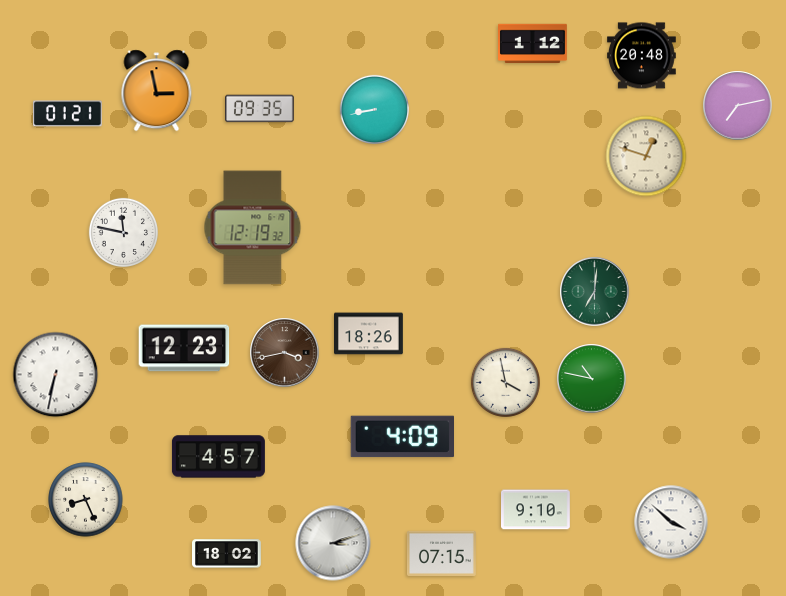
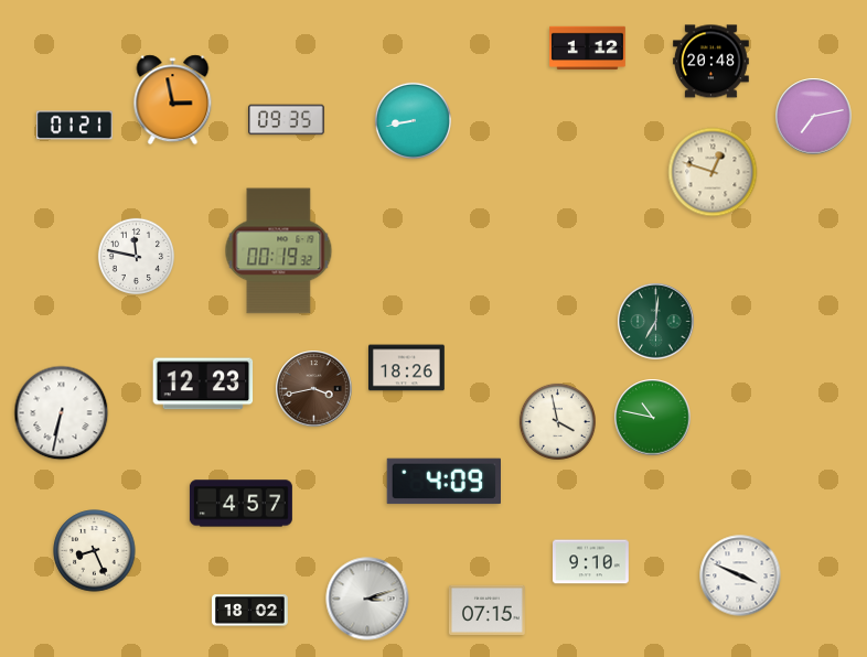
clock at (642, 56) position: (642, 56) -> (711, 62)
clock at (253, 228): 12:19 -> 00:19
clock at (671, 522): 3:52 -> 3:49
